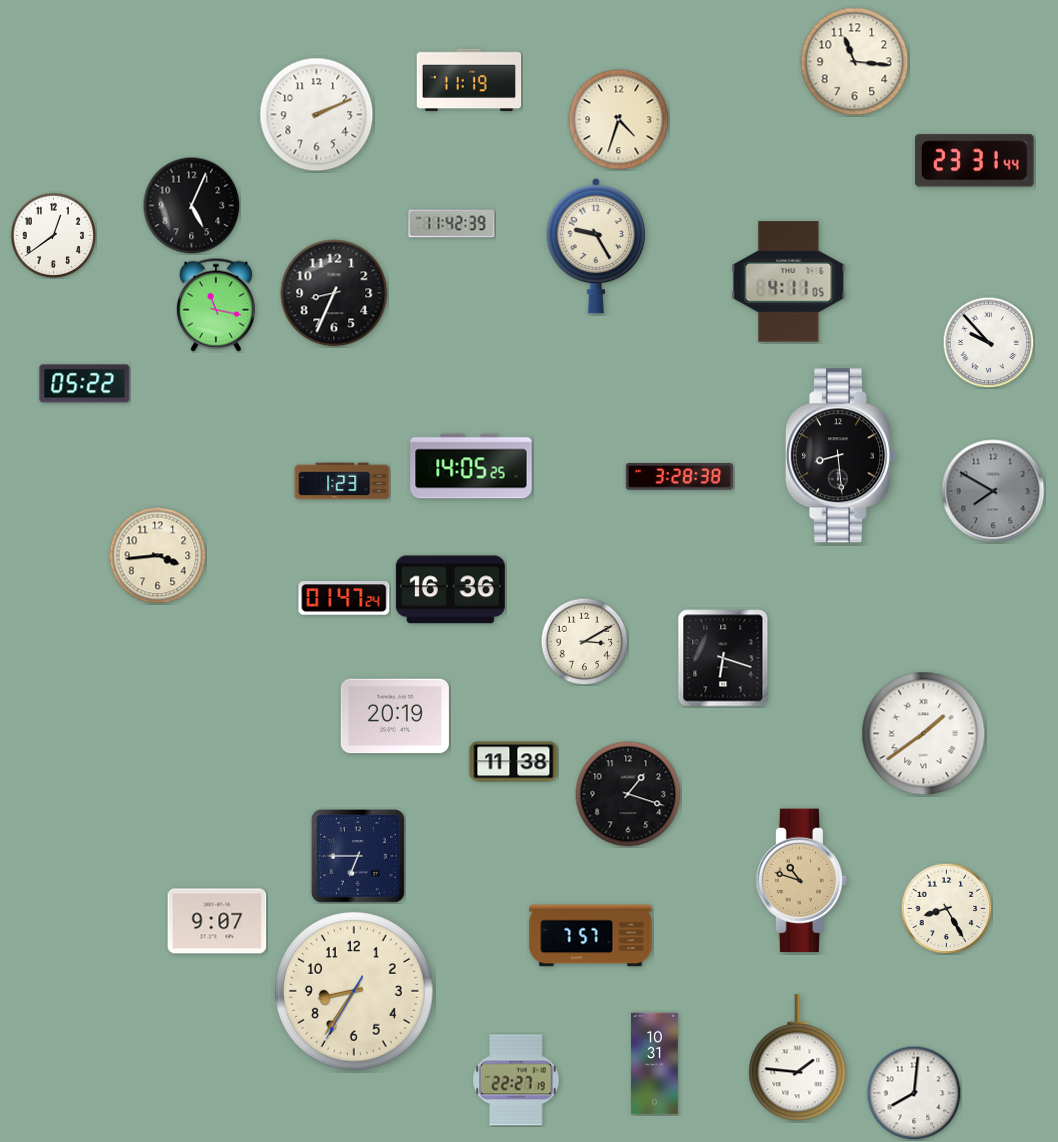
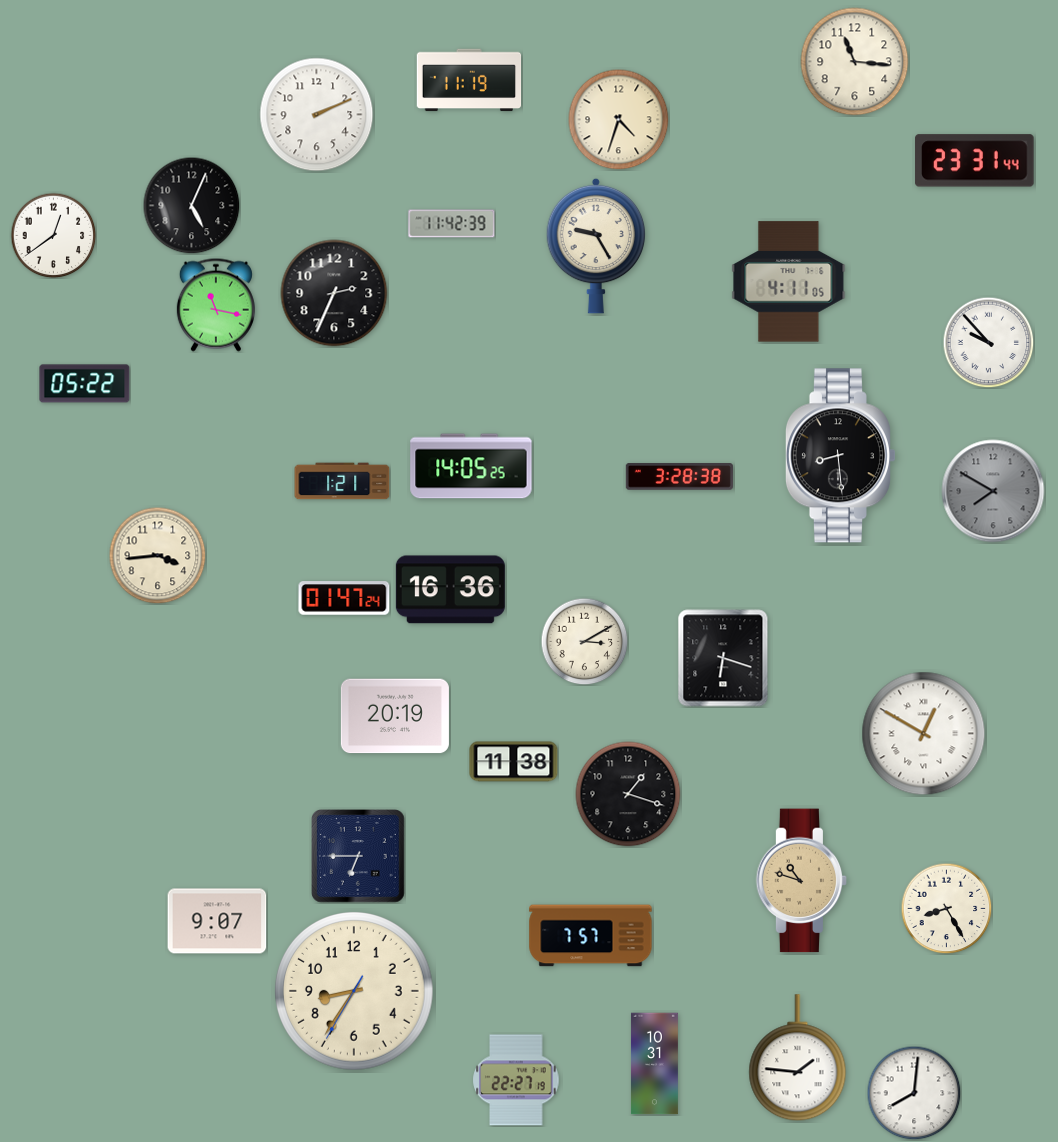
clock at (334, 293): 8:34 -> 2:34
clock at (342, 481): 1:23 -> 1:21
clock at (924, 734): 1:39 -> 12:50
